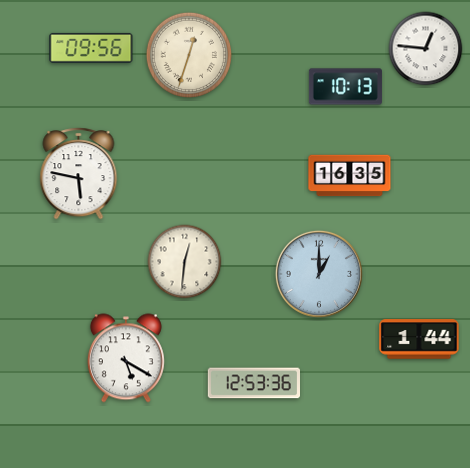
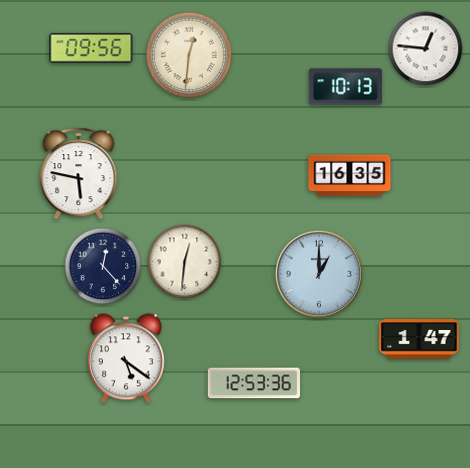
clock at (188, 54): 12:33 -> 12:31
clock at (103, 266): none -> 12:23
clock at (419, 339): 1:44 -> 1:47
clock at (126, 358): 5:20 -> 5:21
